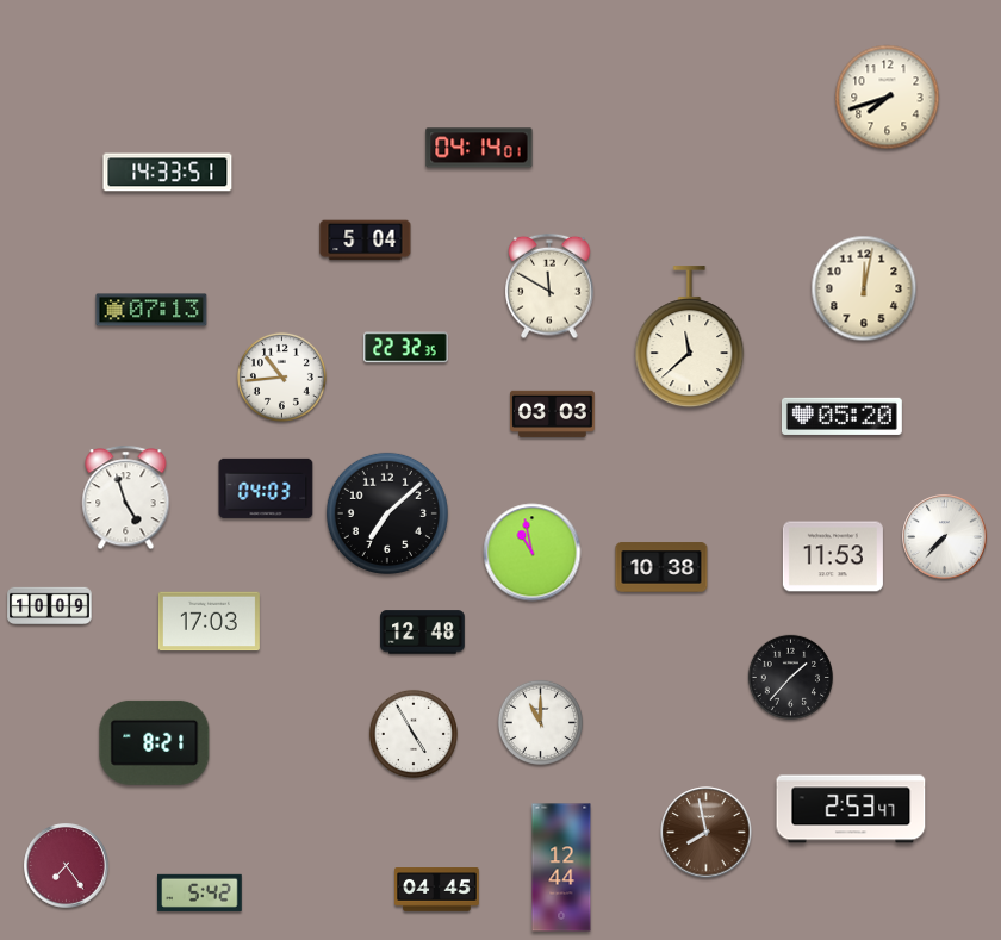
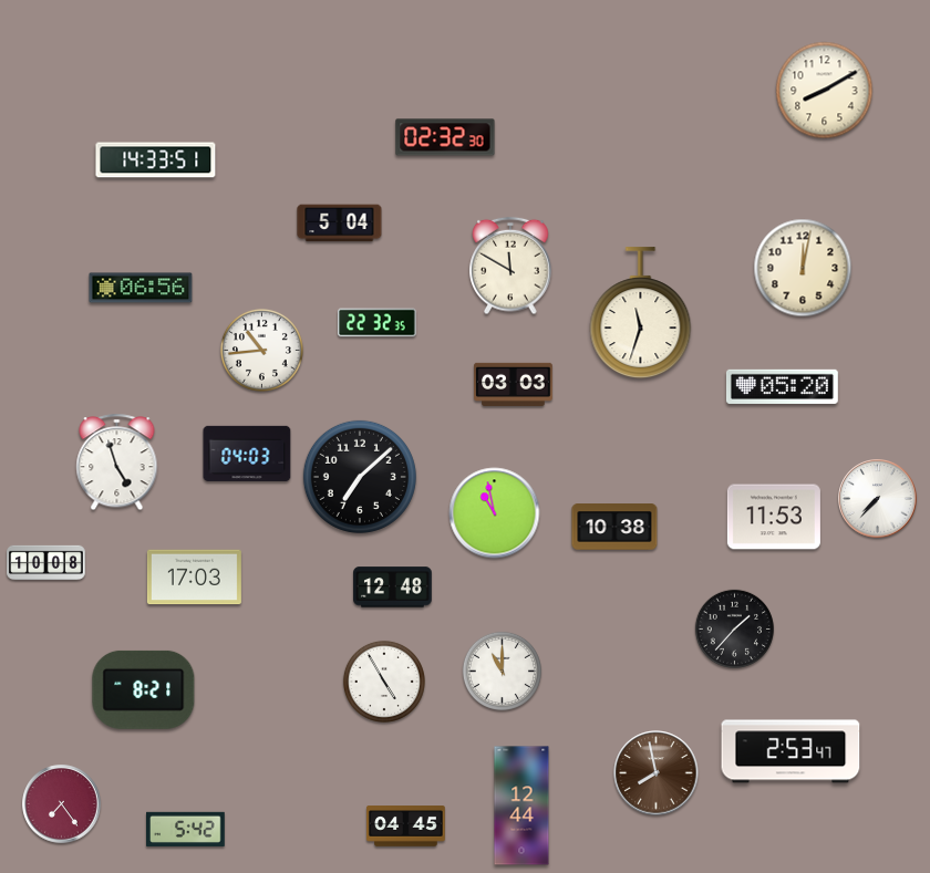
clock at (888, 98): 7:42 -> 8:10
clock at (479, 148): 04:14 -> 02:32
clock at (151, 310): 07:13 -> 06:56
clock at (690, 337): 11:38 -> 11:33
clock at (50, 606): 10:09 -> 10:08
